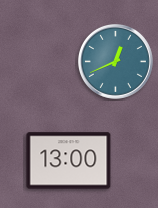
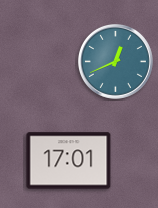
clock at (69, 161): 13:00 -> 17:01
